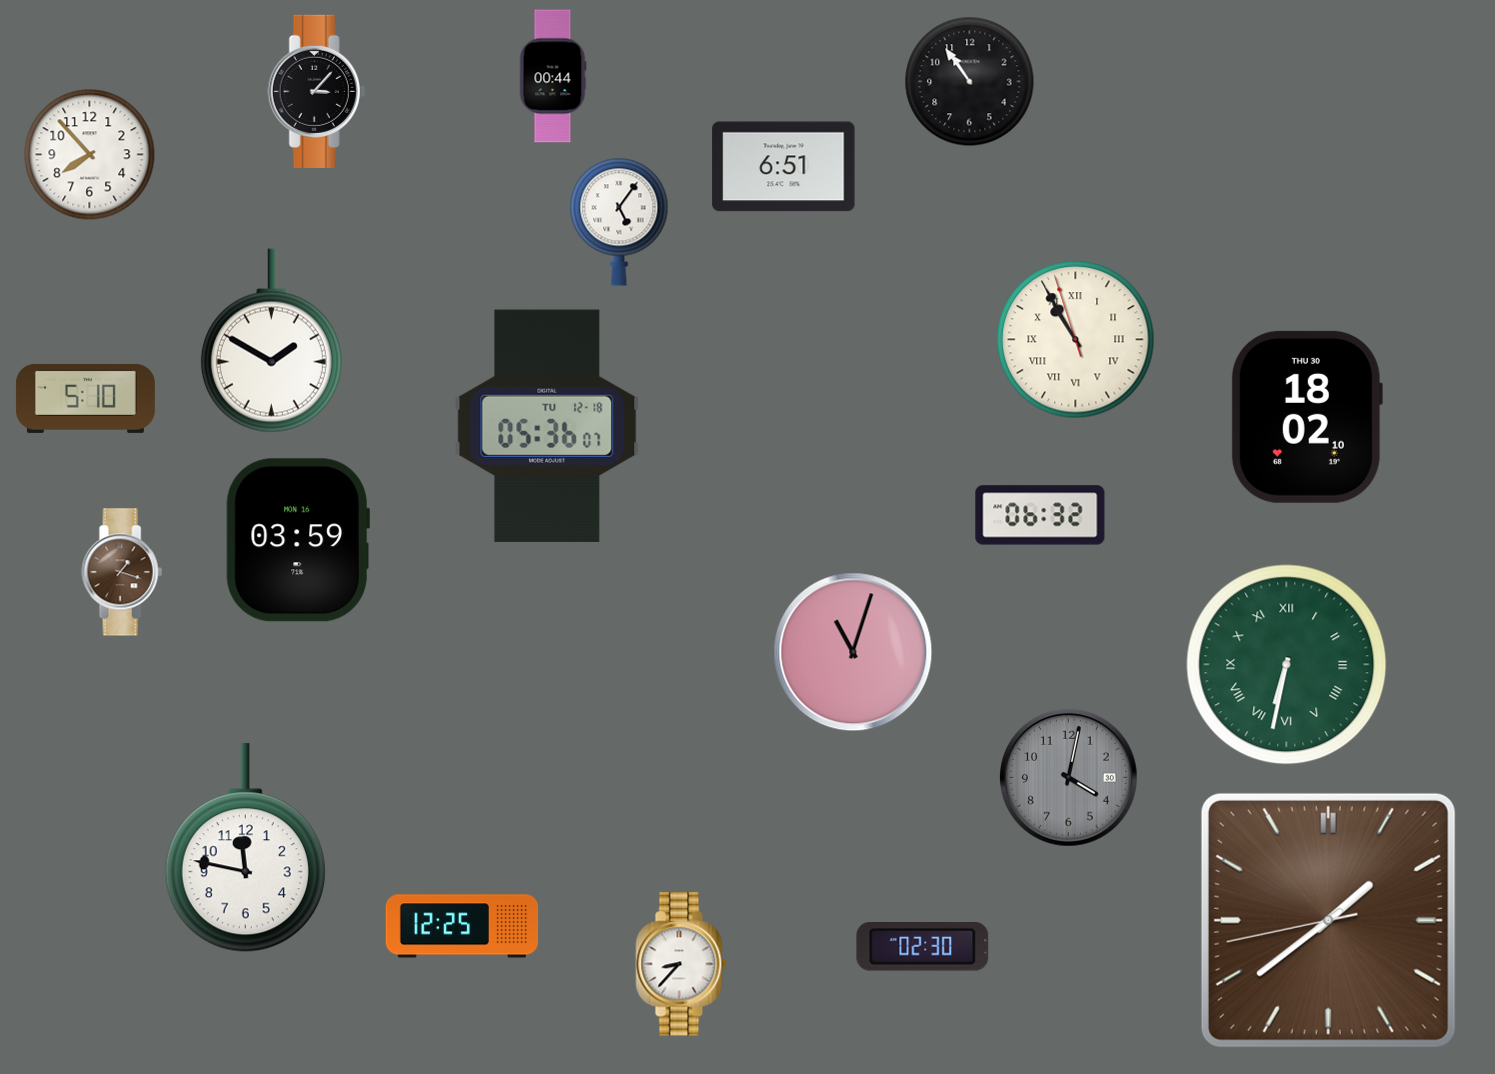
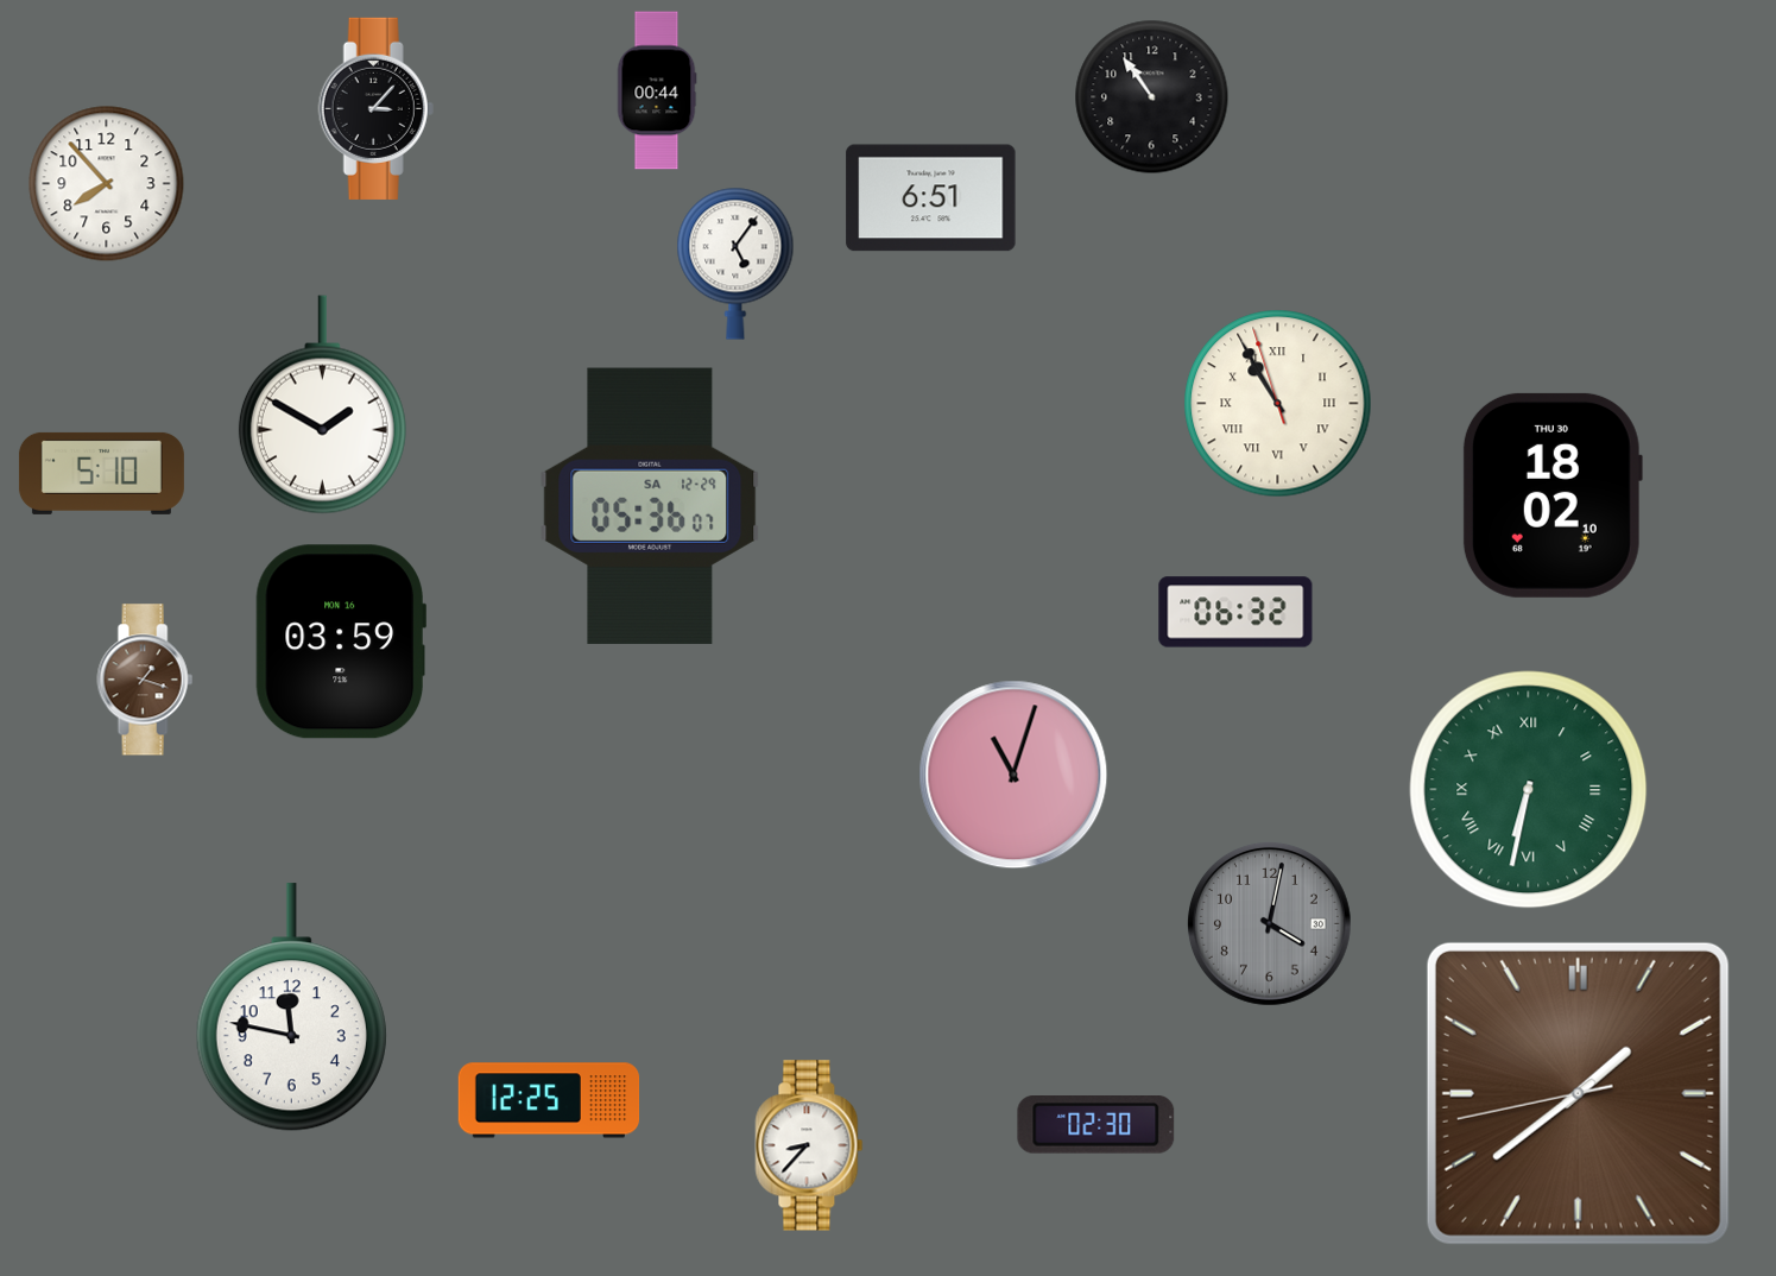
clock at (547, 426) date: TU 12-18 -> SA 12-29
clock at (298, 540) position: (298, 540) -> (341, 642)
